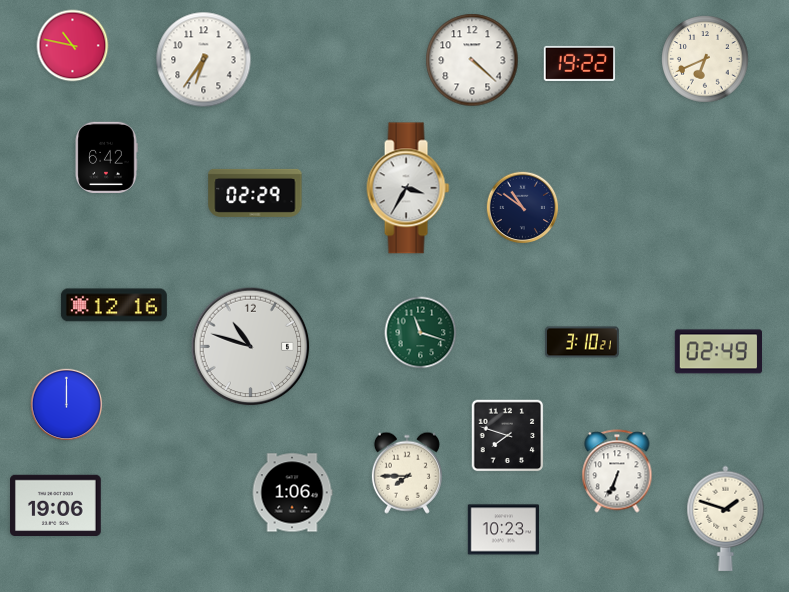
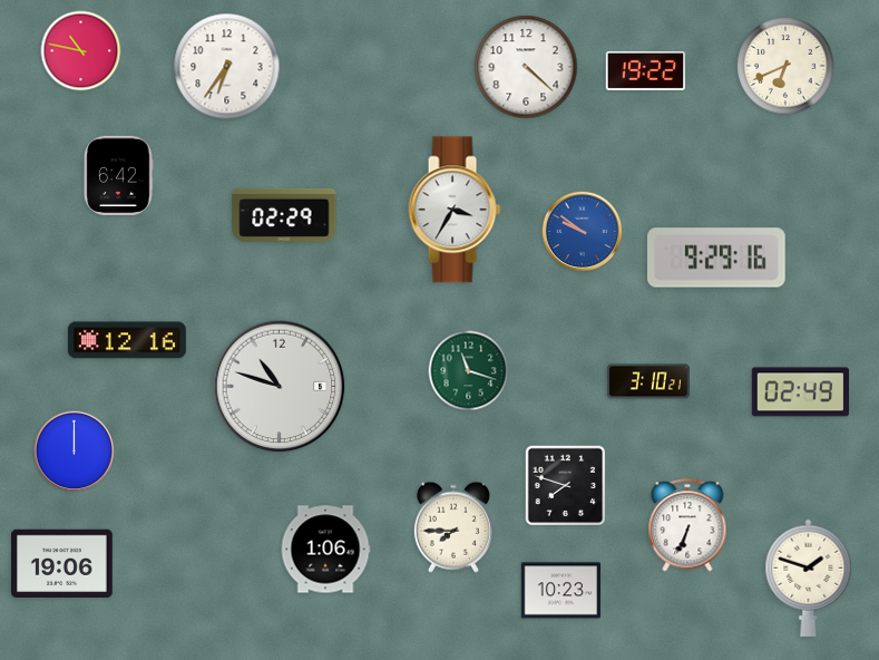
clock at (523, 208): 10:51 -> 9:51
clock at (523, 208) dial: navy -> blue
clock at (717, 258): none -> 9:29
